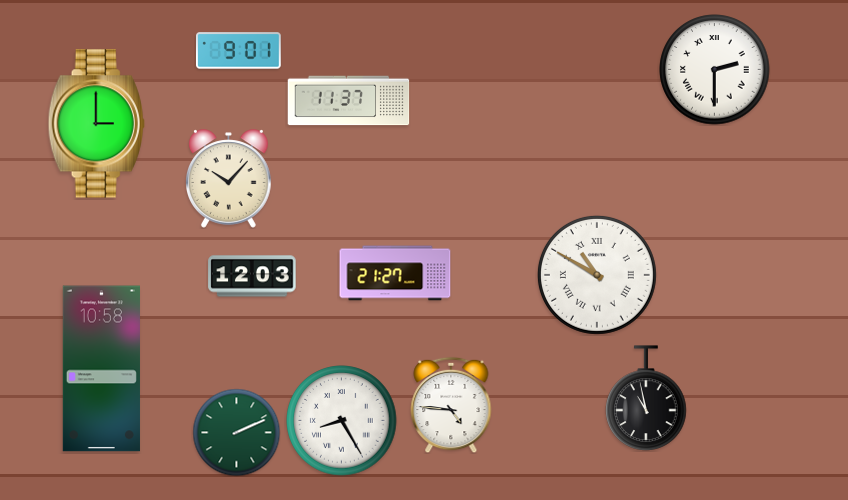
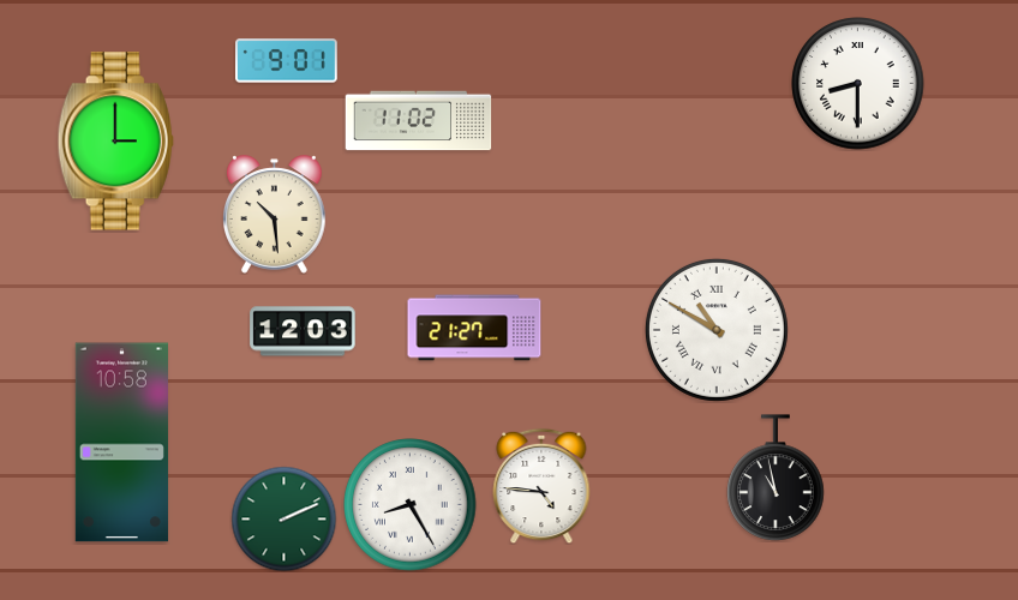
clock at (715, 70): 2:30 -> 8:30
clock at (349, 101): 11:37 -> 11:02
clock at (96, 124) position: (96, 124) -> (115, 142)
clock at (229, 179): 10:07 -> 10:29
